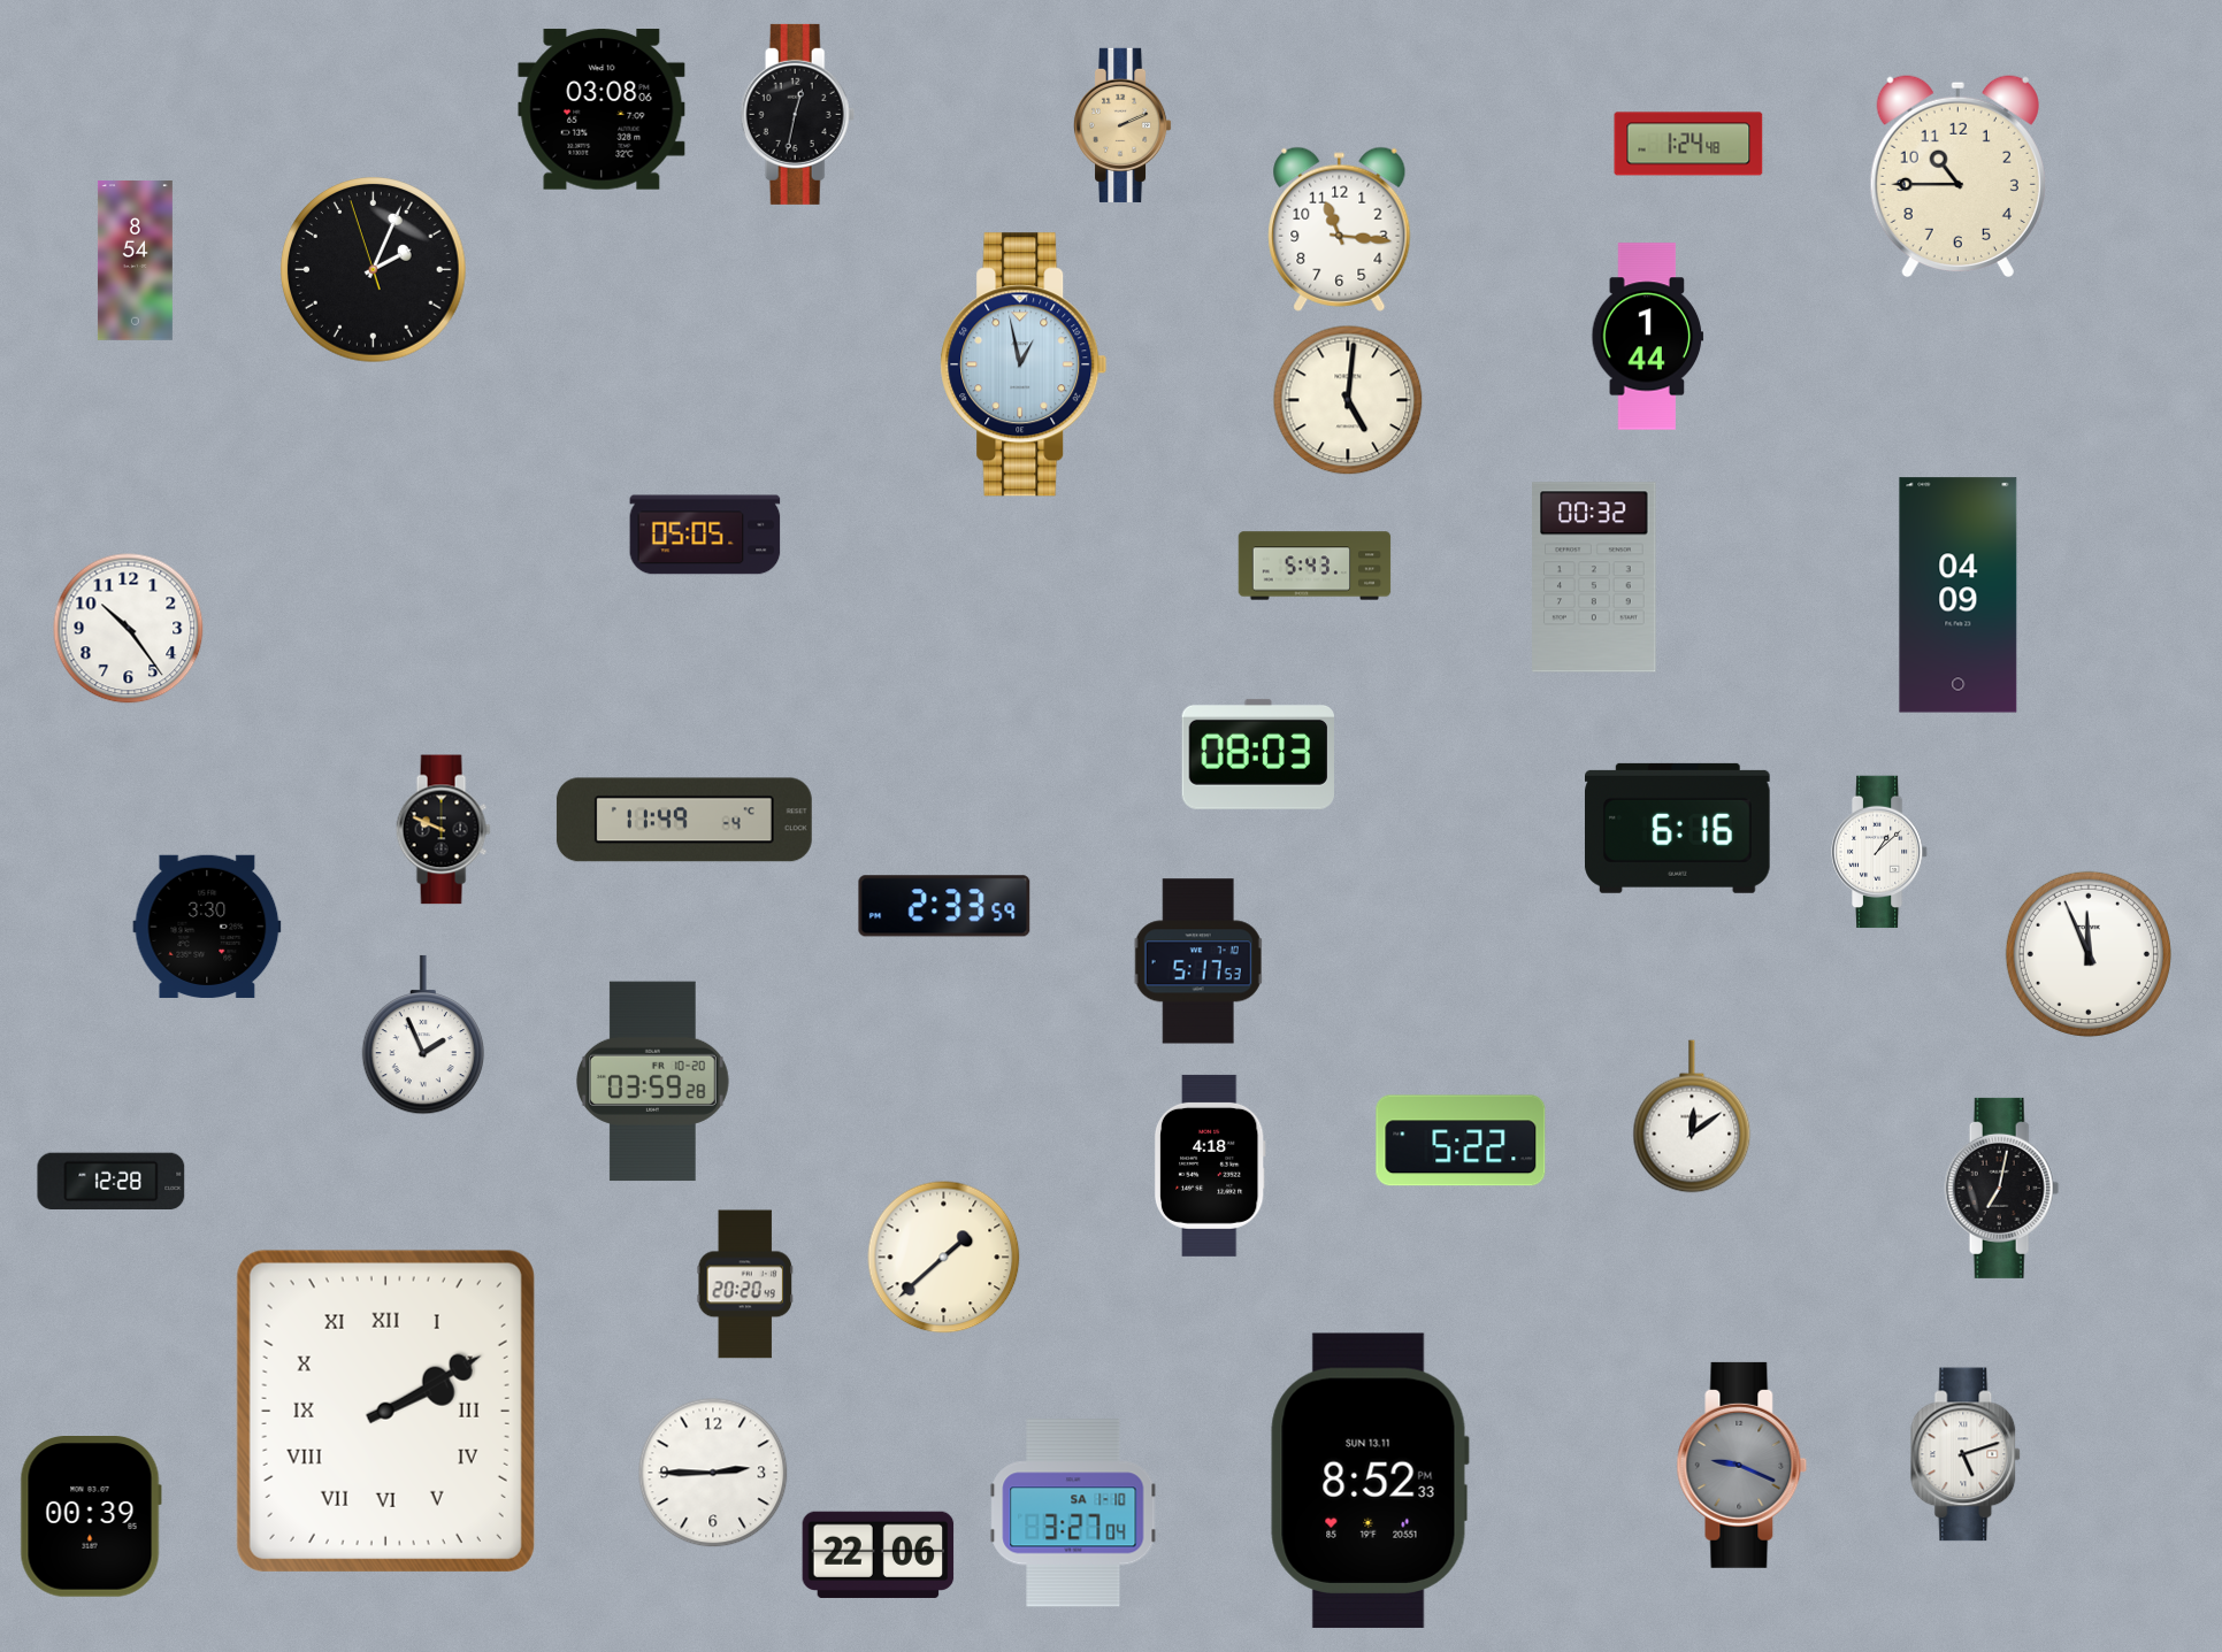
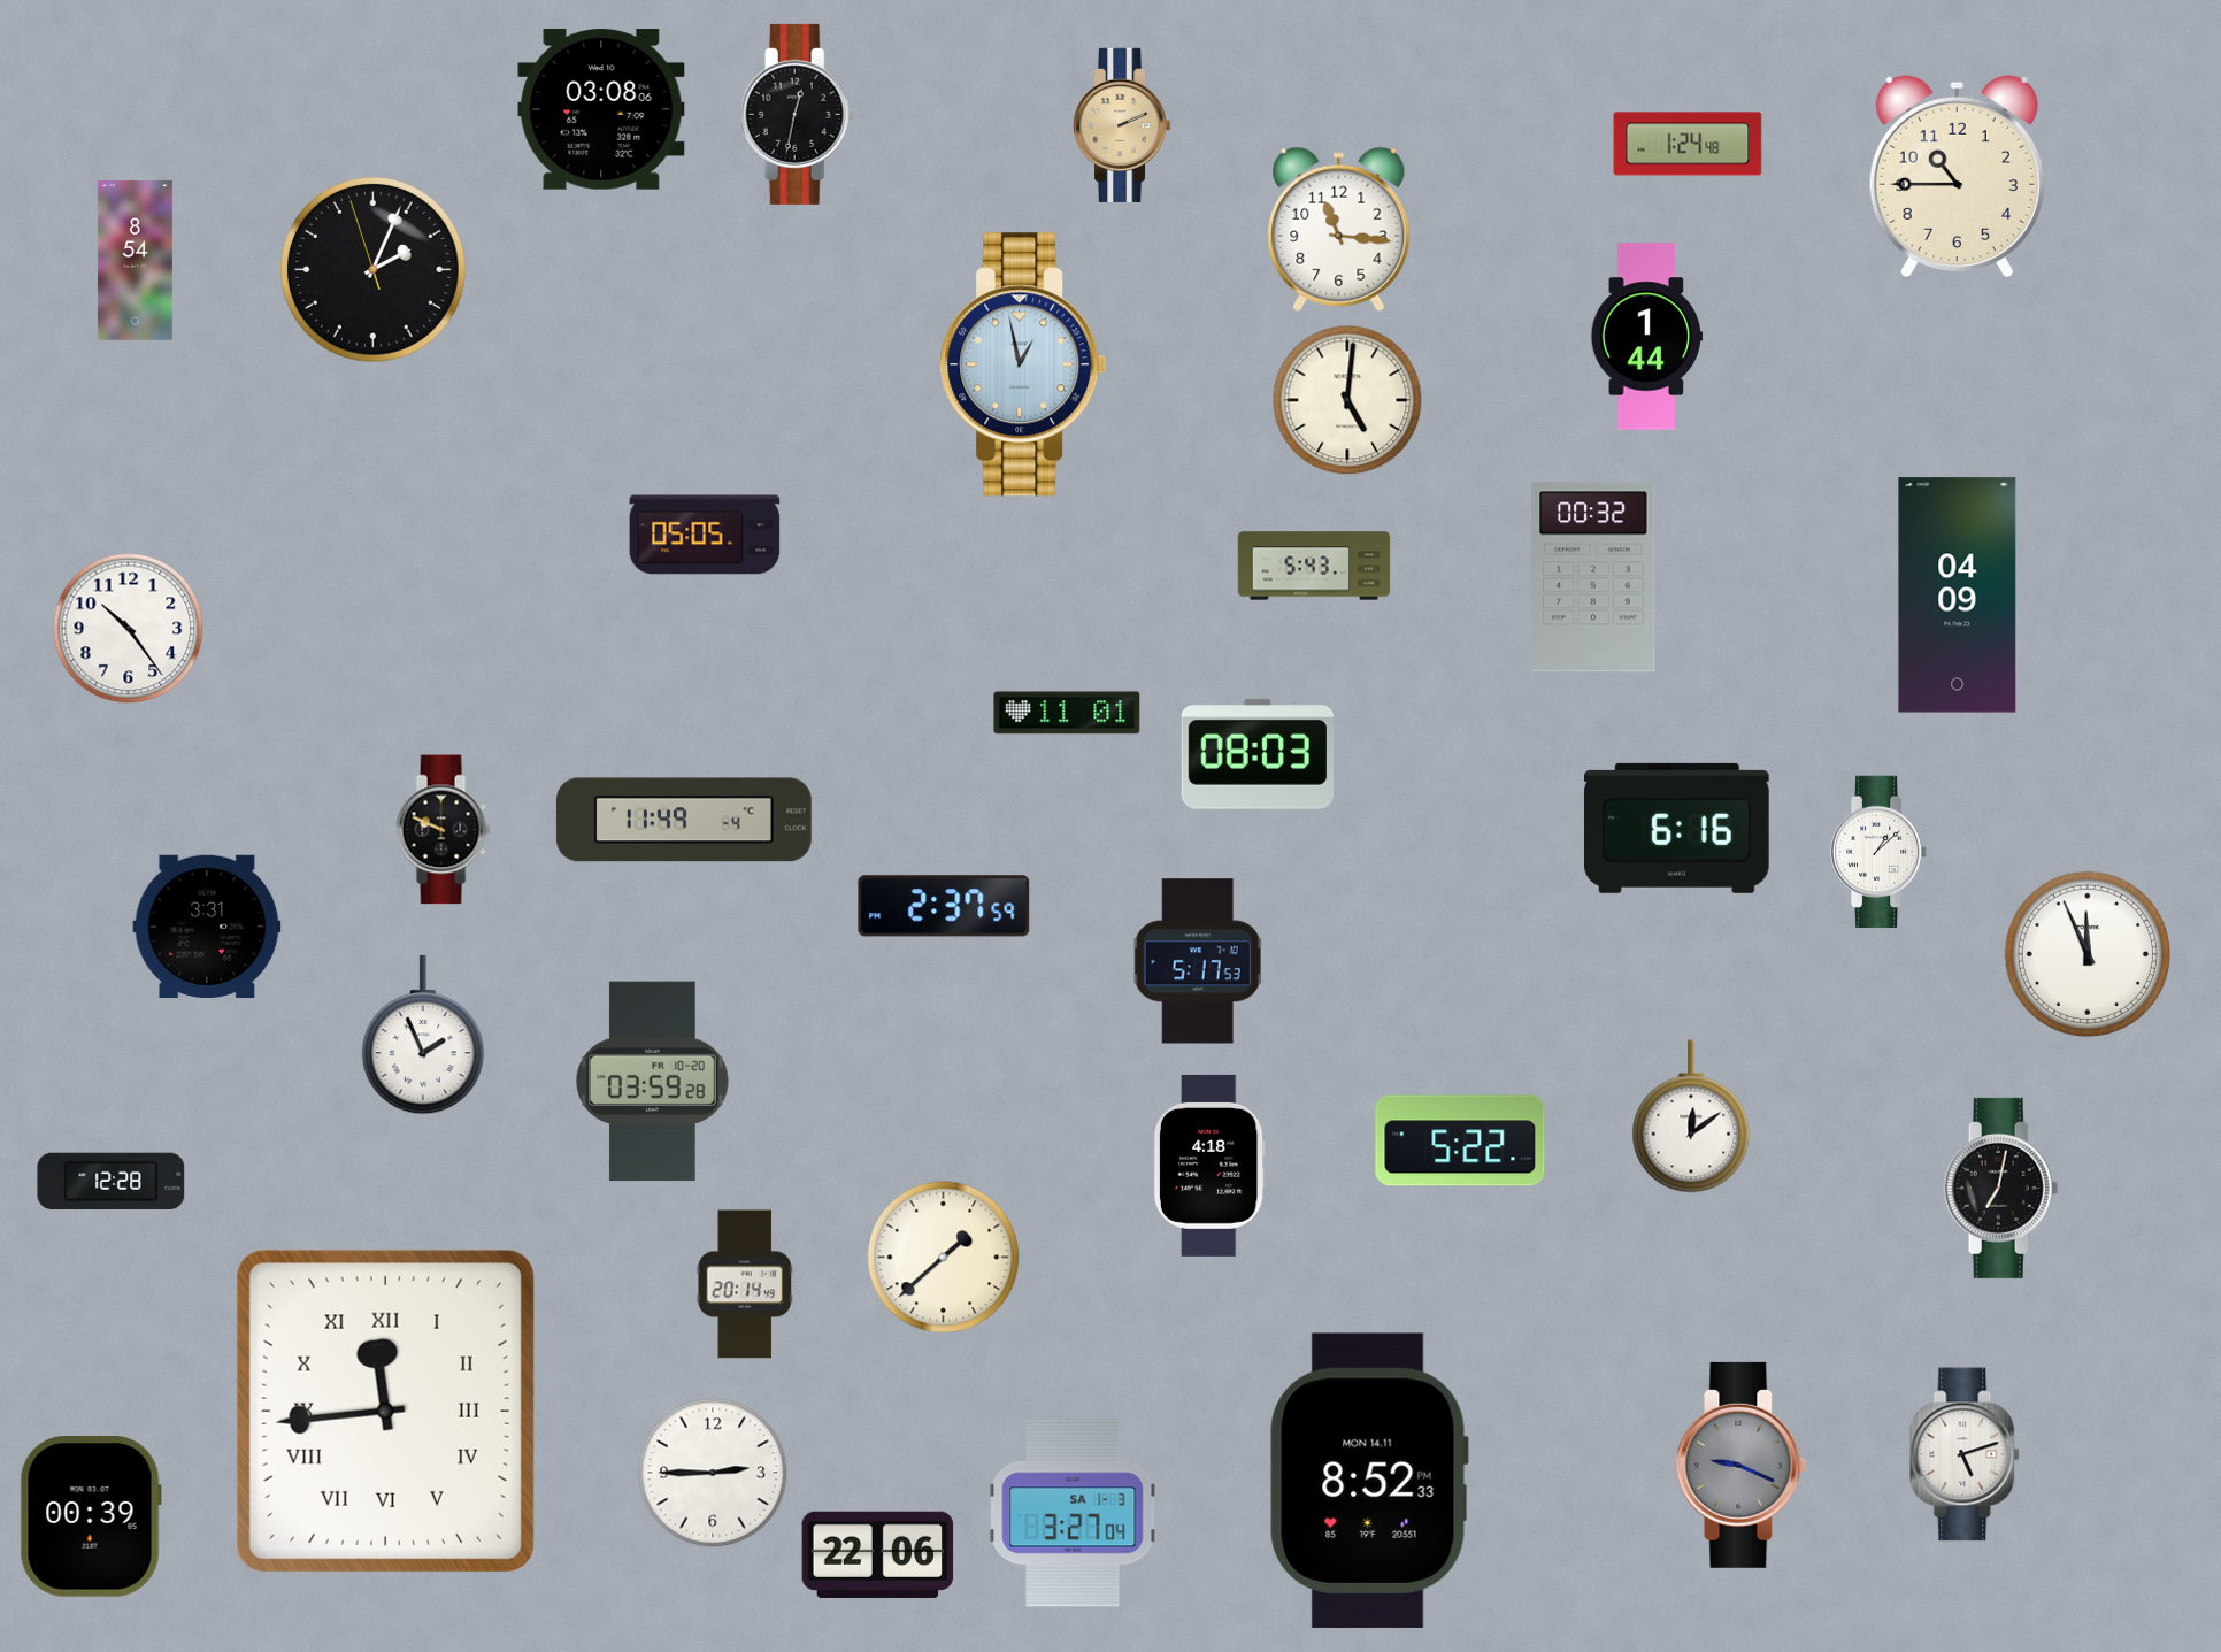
clock at (1067, 713): none -> 11:01
clock at (944, 906): 2:33 -> 2:37
clock at (207, 927): 3:30 -> 3:31
clock at (745, 1284): 20:20 -> 20:14
clock at (385, 1411): 2:10 -> 11:44
clock at (1370, 1481) date: SUN 13.11 -> MON 14.11
clock at (1073, 1513) date: SA 1-10 -> SA 1-3
